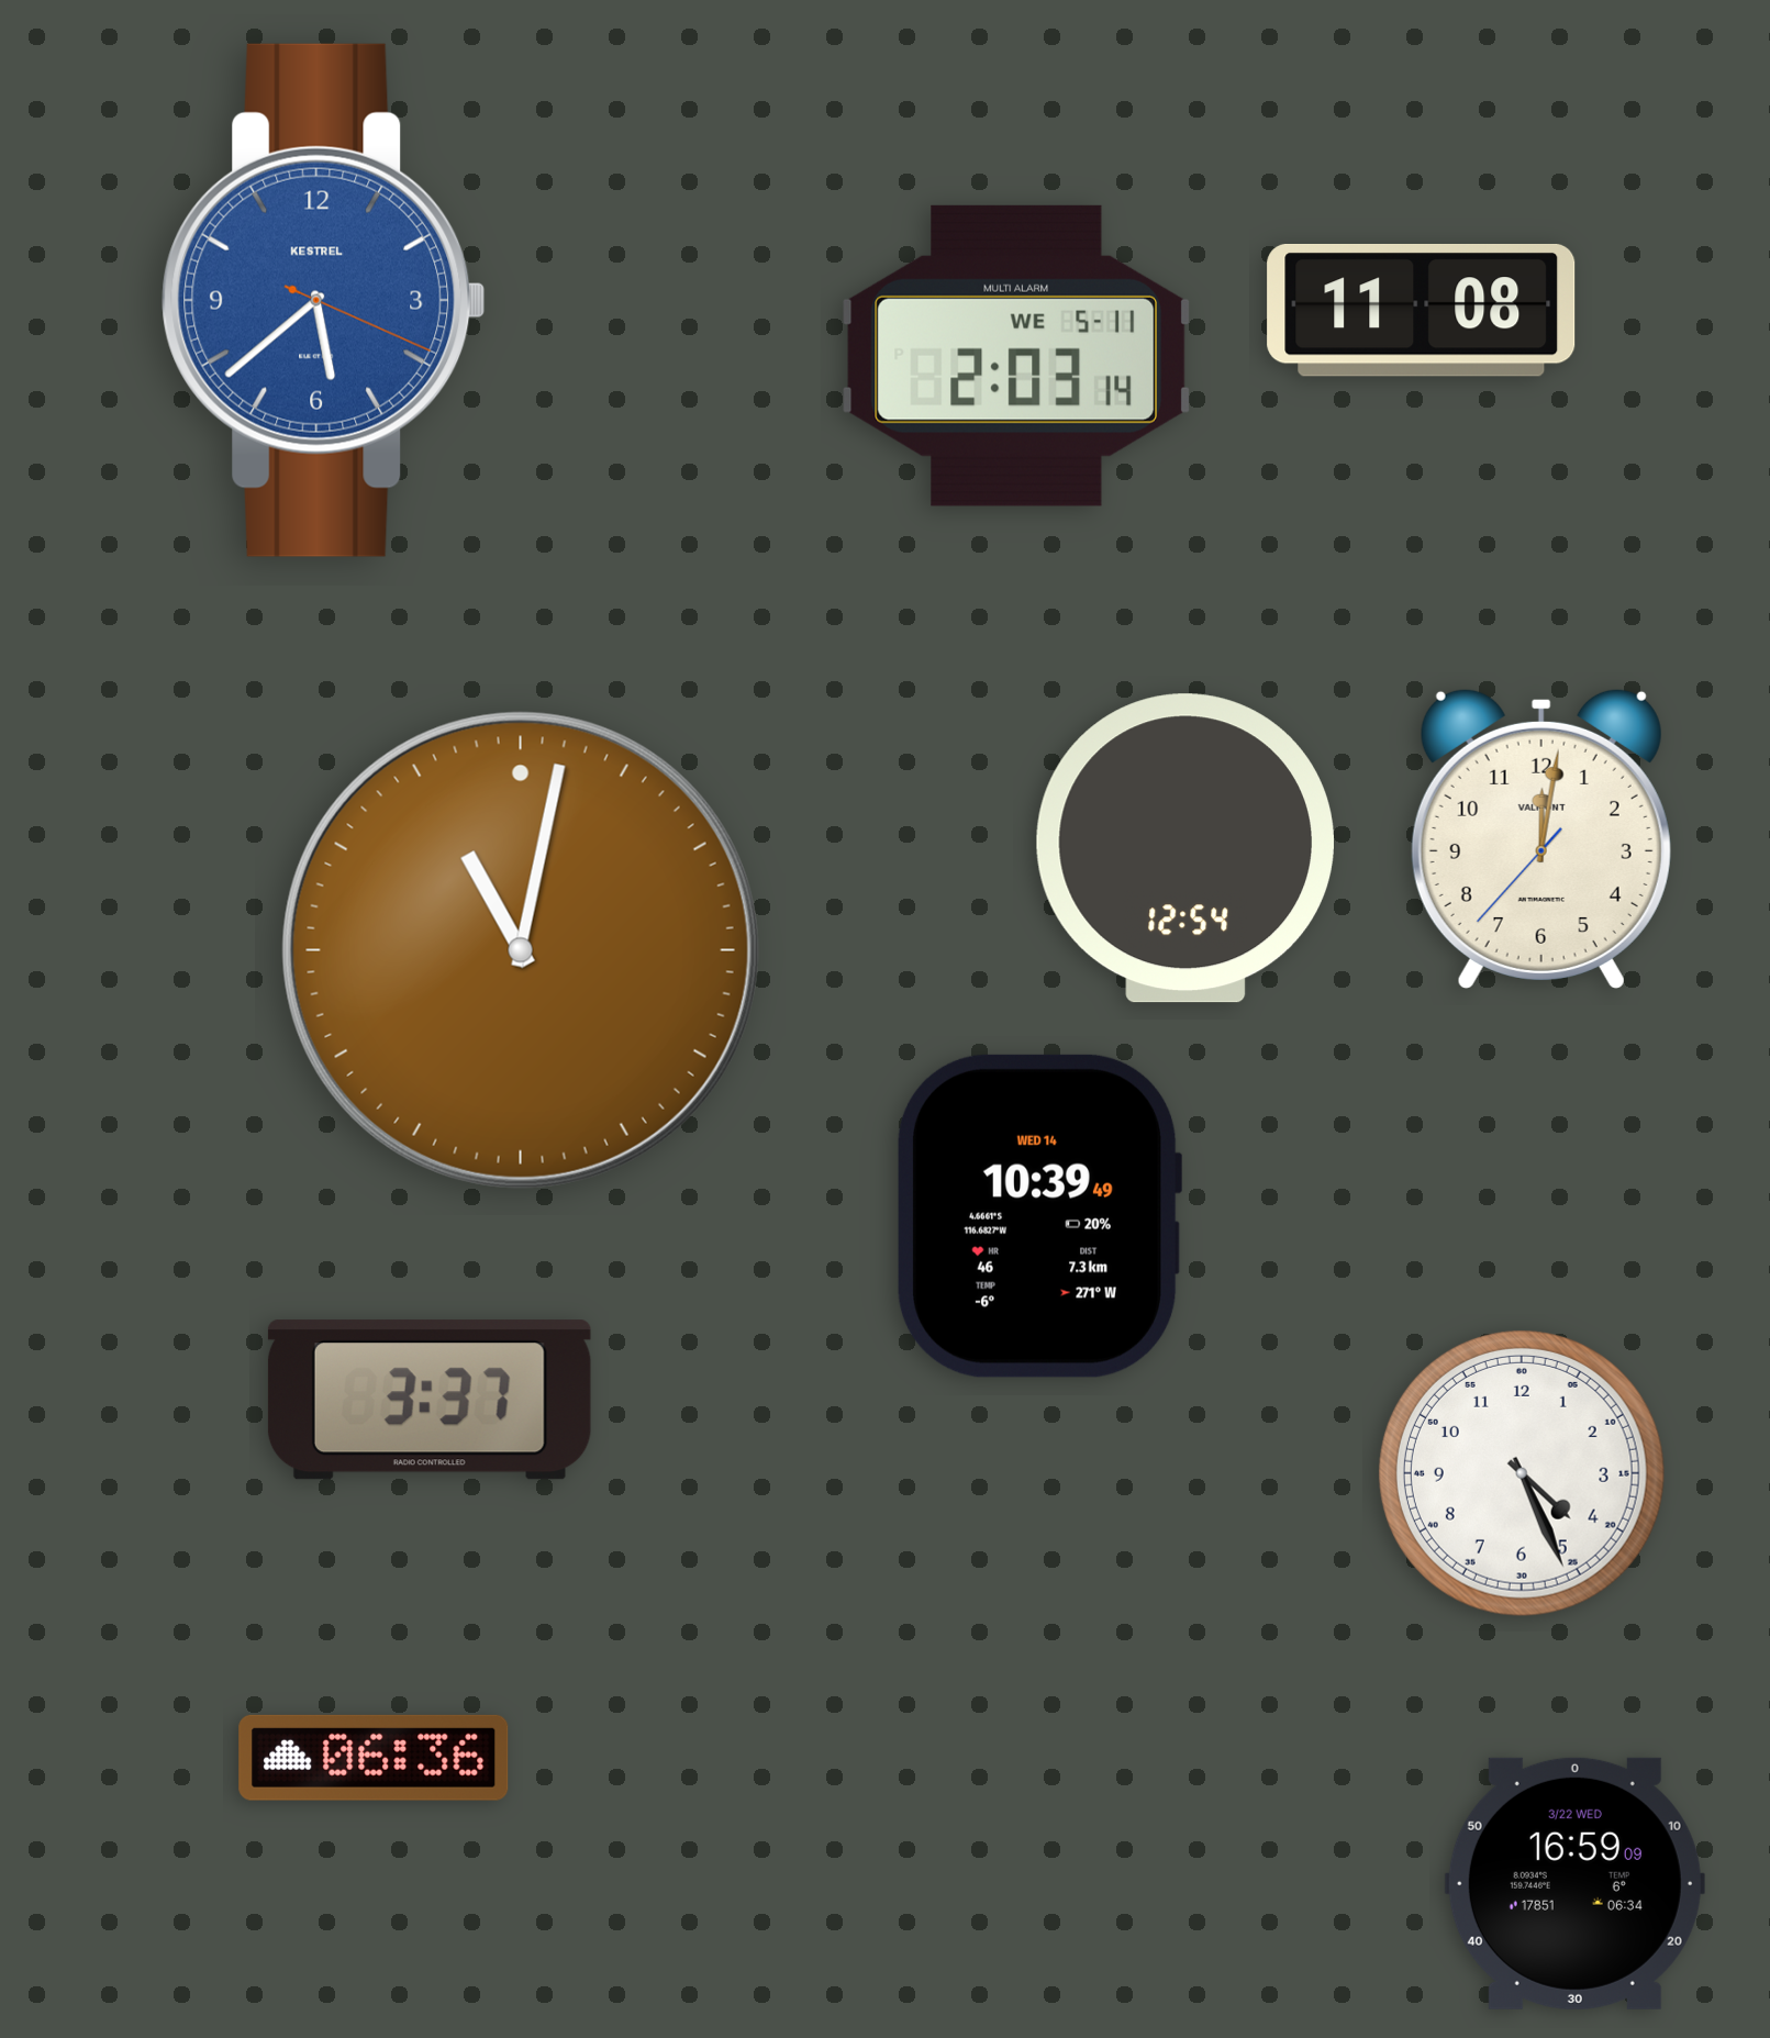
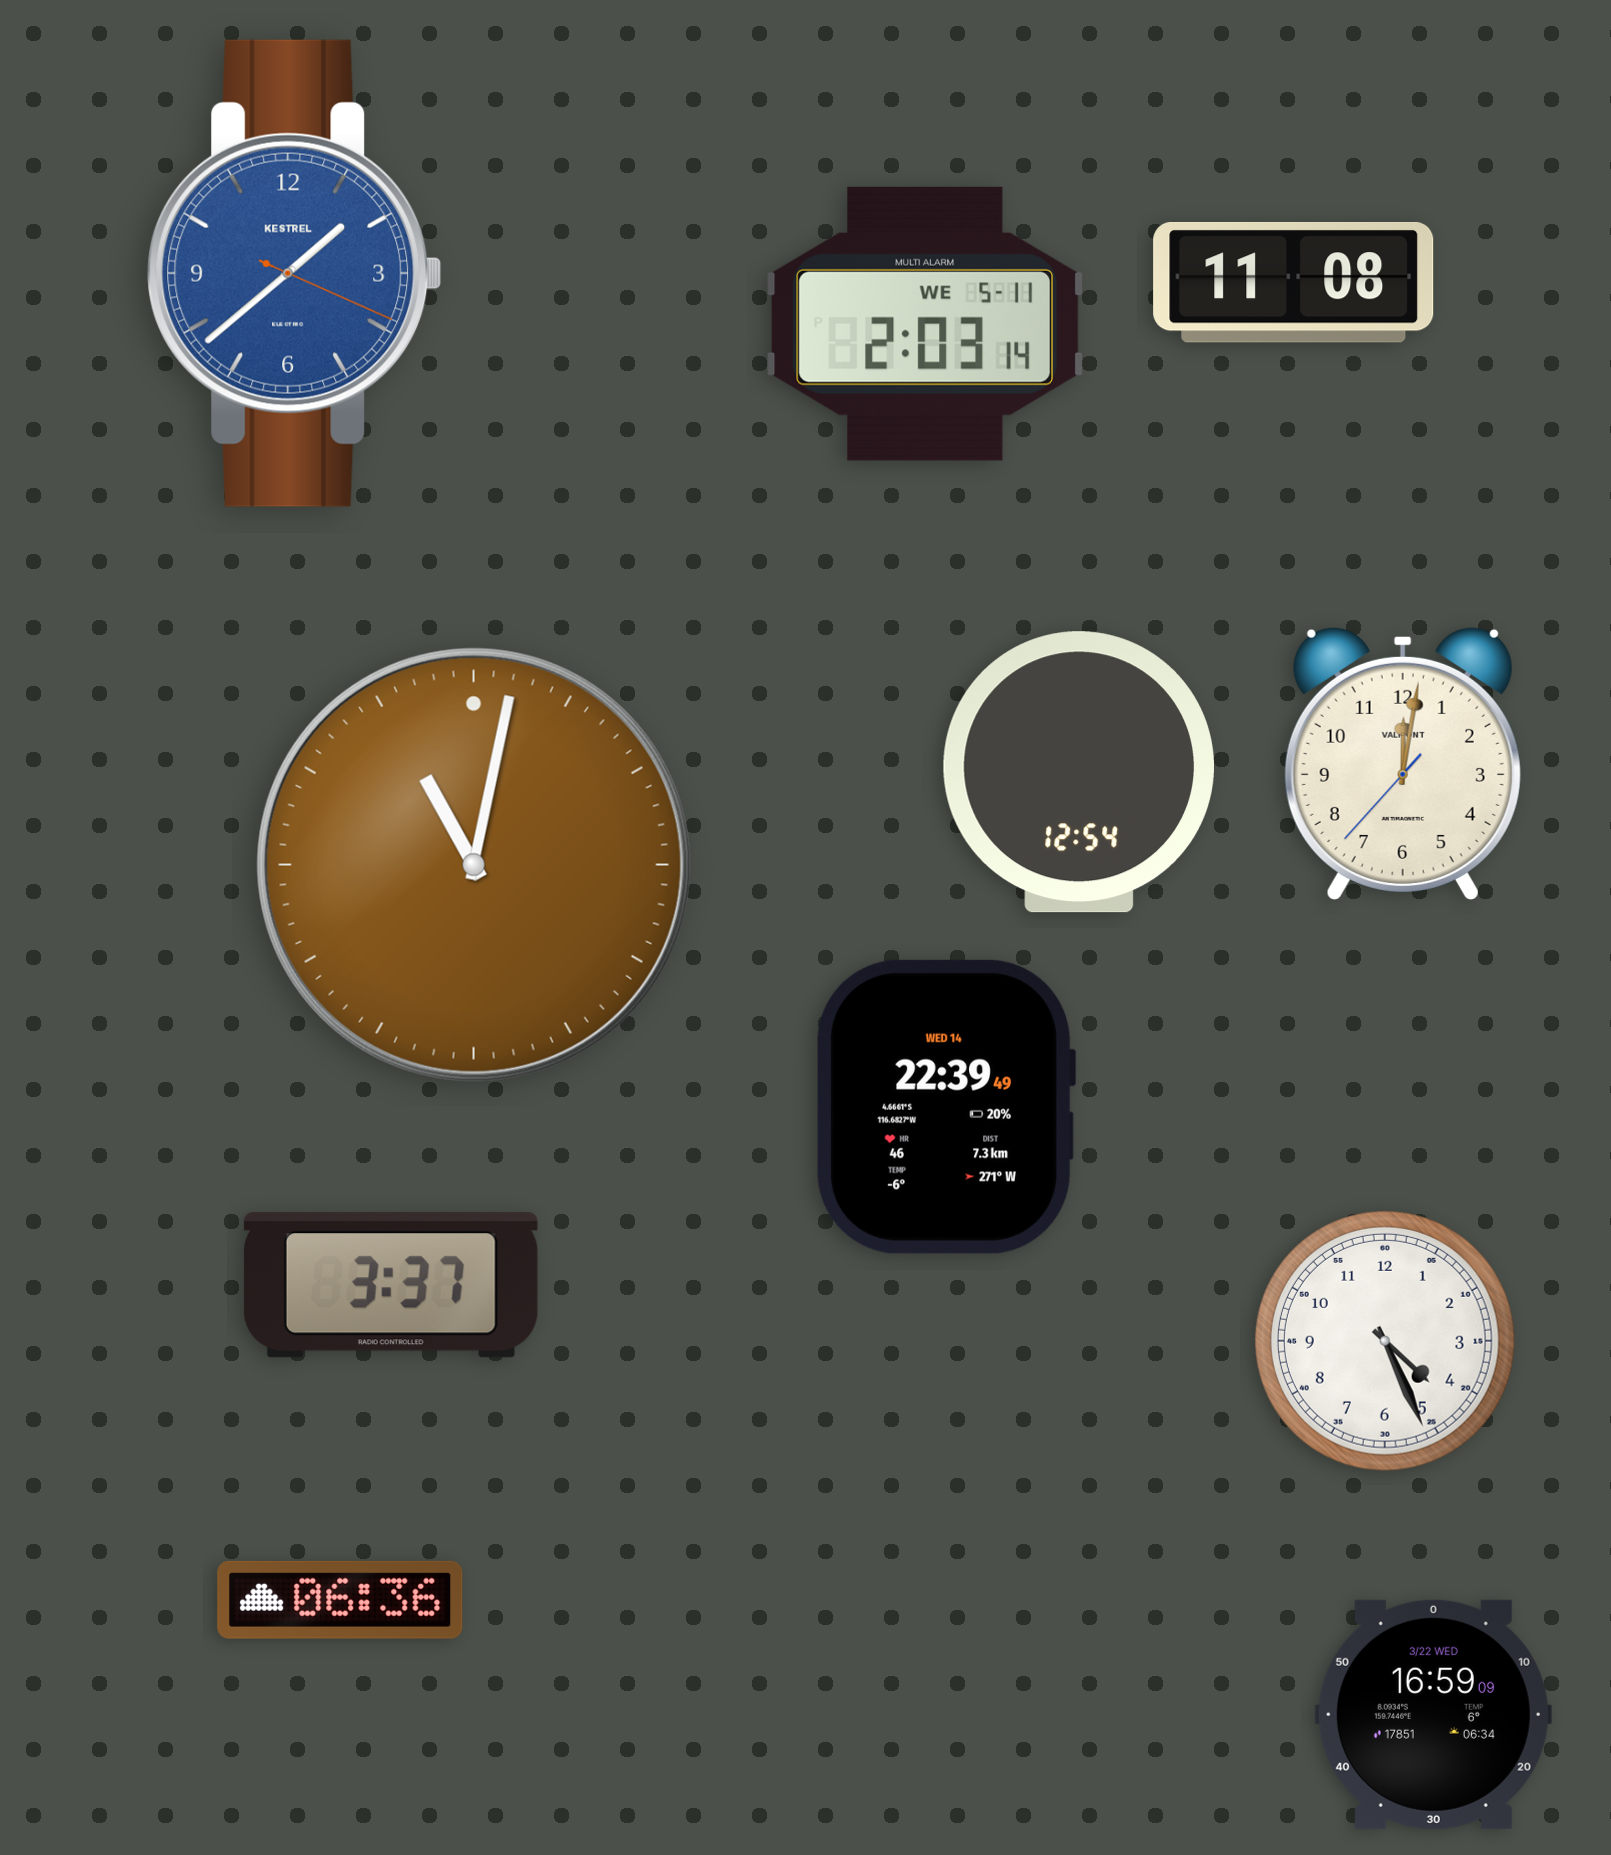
clock at (324, 300): 5:38 -> 1:38
clock at (1039, 1216): 10:39 -> 22:39
clock at (430, 1400) position: (430, 1400) -> (391, 1285)
